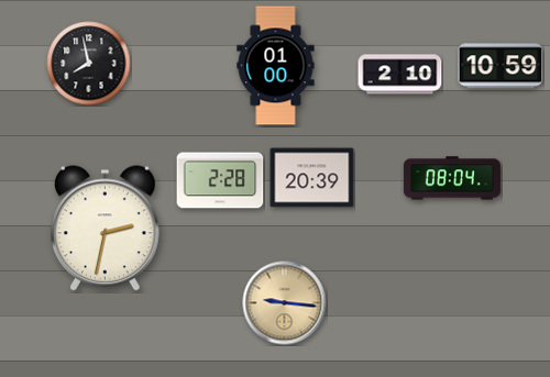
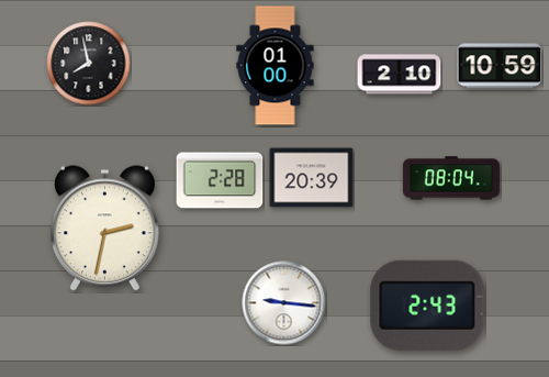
clock at (285, 303) dial: champagne -> white
clock at (427, 306): none -> 2:43
